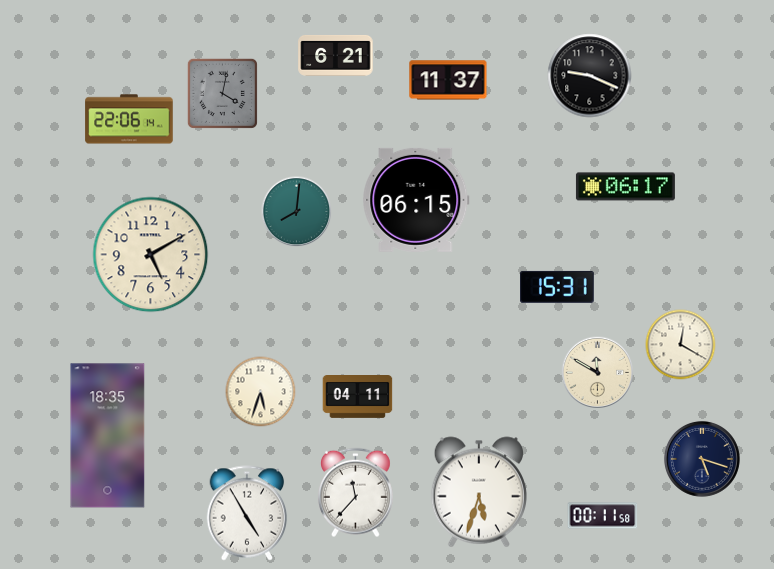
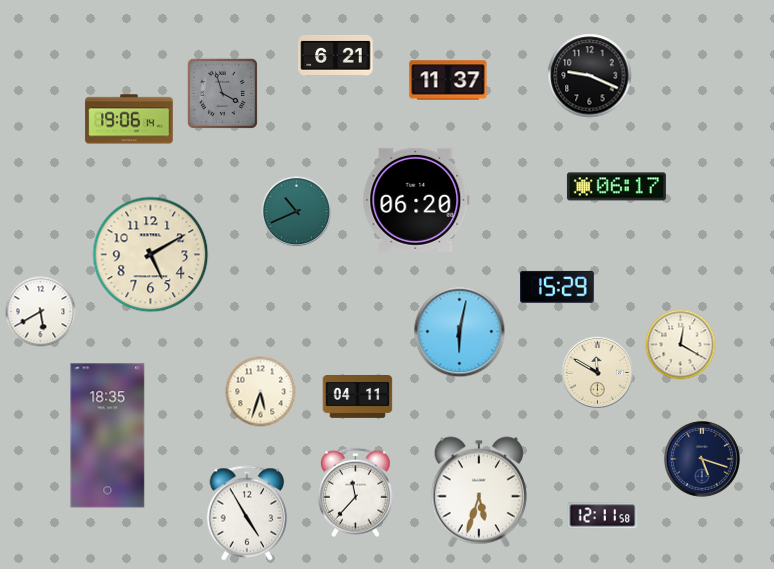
clock at (222, 93): 4:02 -> 3:57
clock at (129, 119): 22:06 -> 19:06
clock at (625, 187) position: (625, 187) -> (616, 187)
clock at (416, 200): 06:15 -> 06:20
clock at (297, 212): 8:01 -> 10:41
clock at (558, 287): 15:31 -> 15:29
clock at (41, 312): none -> 5:40
clock at (460, 332): none -> 6:02
clock at (603, 516): 00:11 -> 12:11
